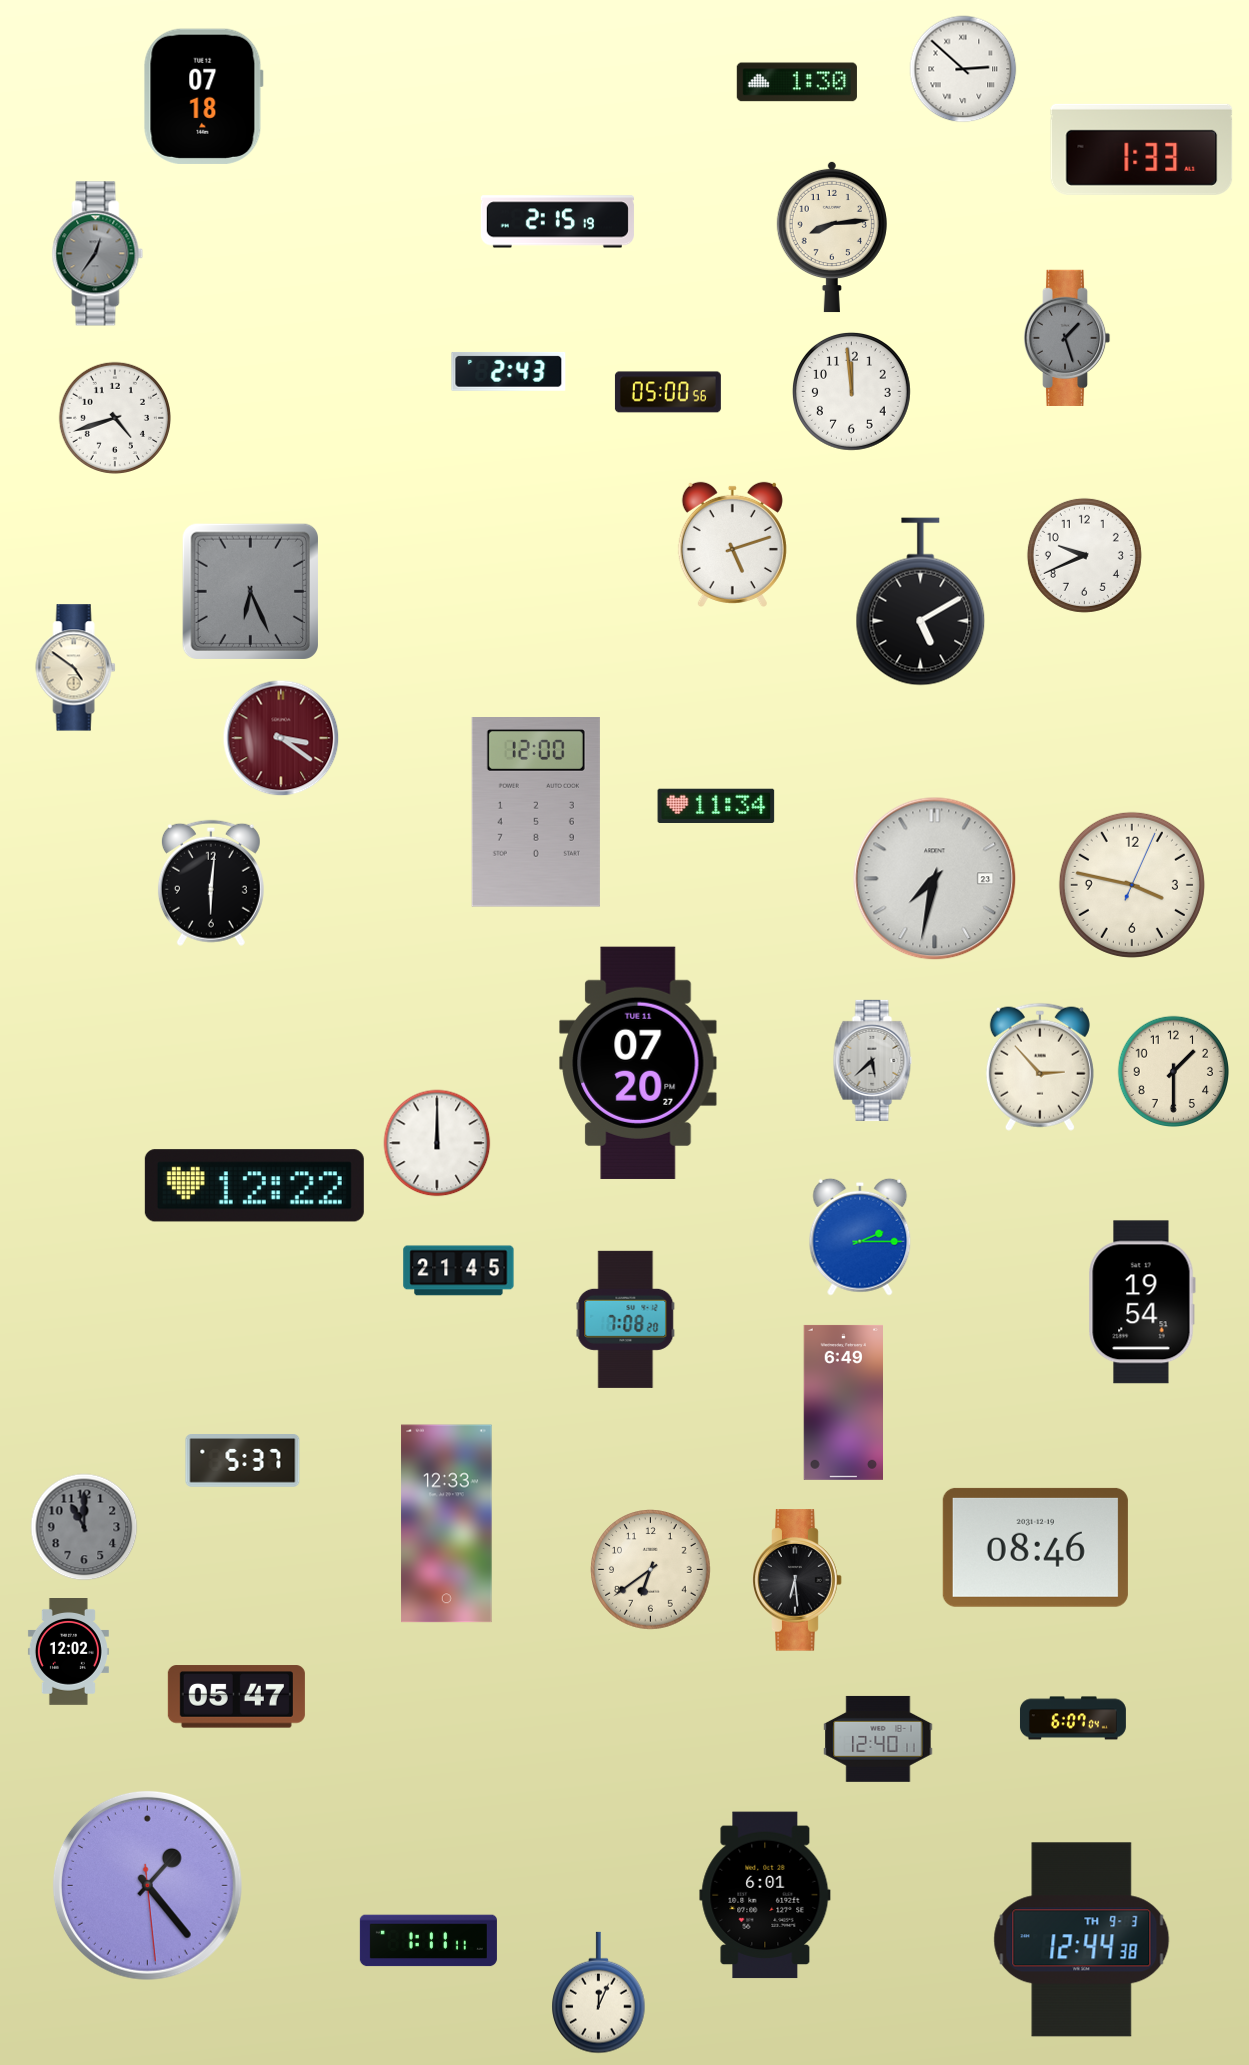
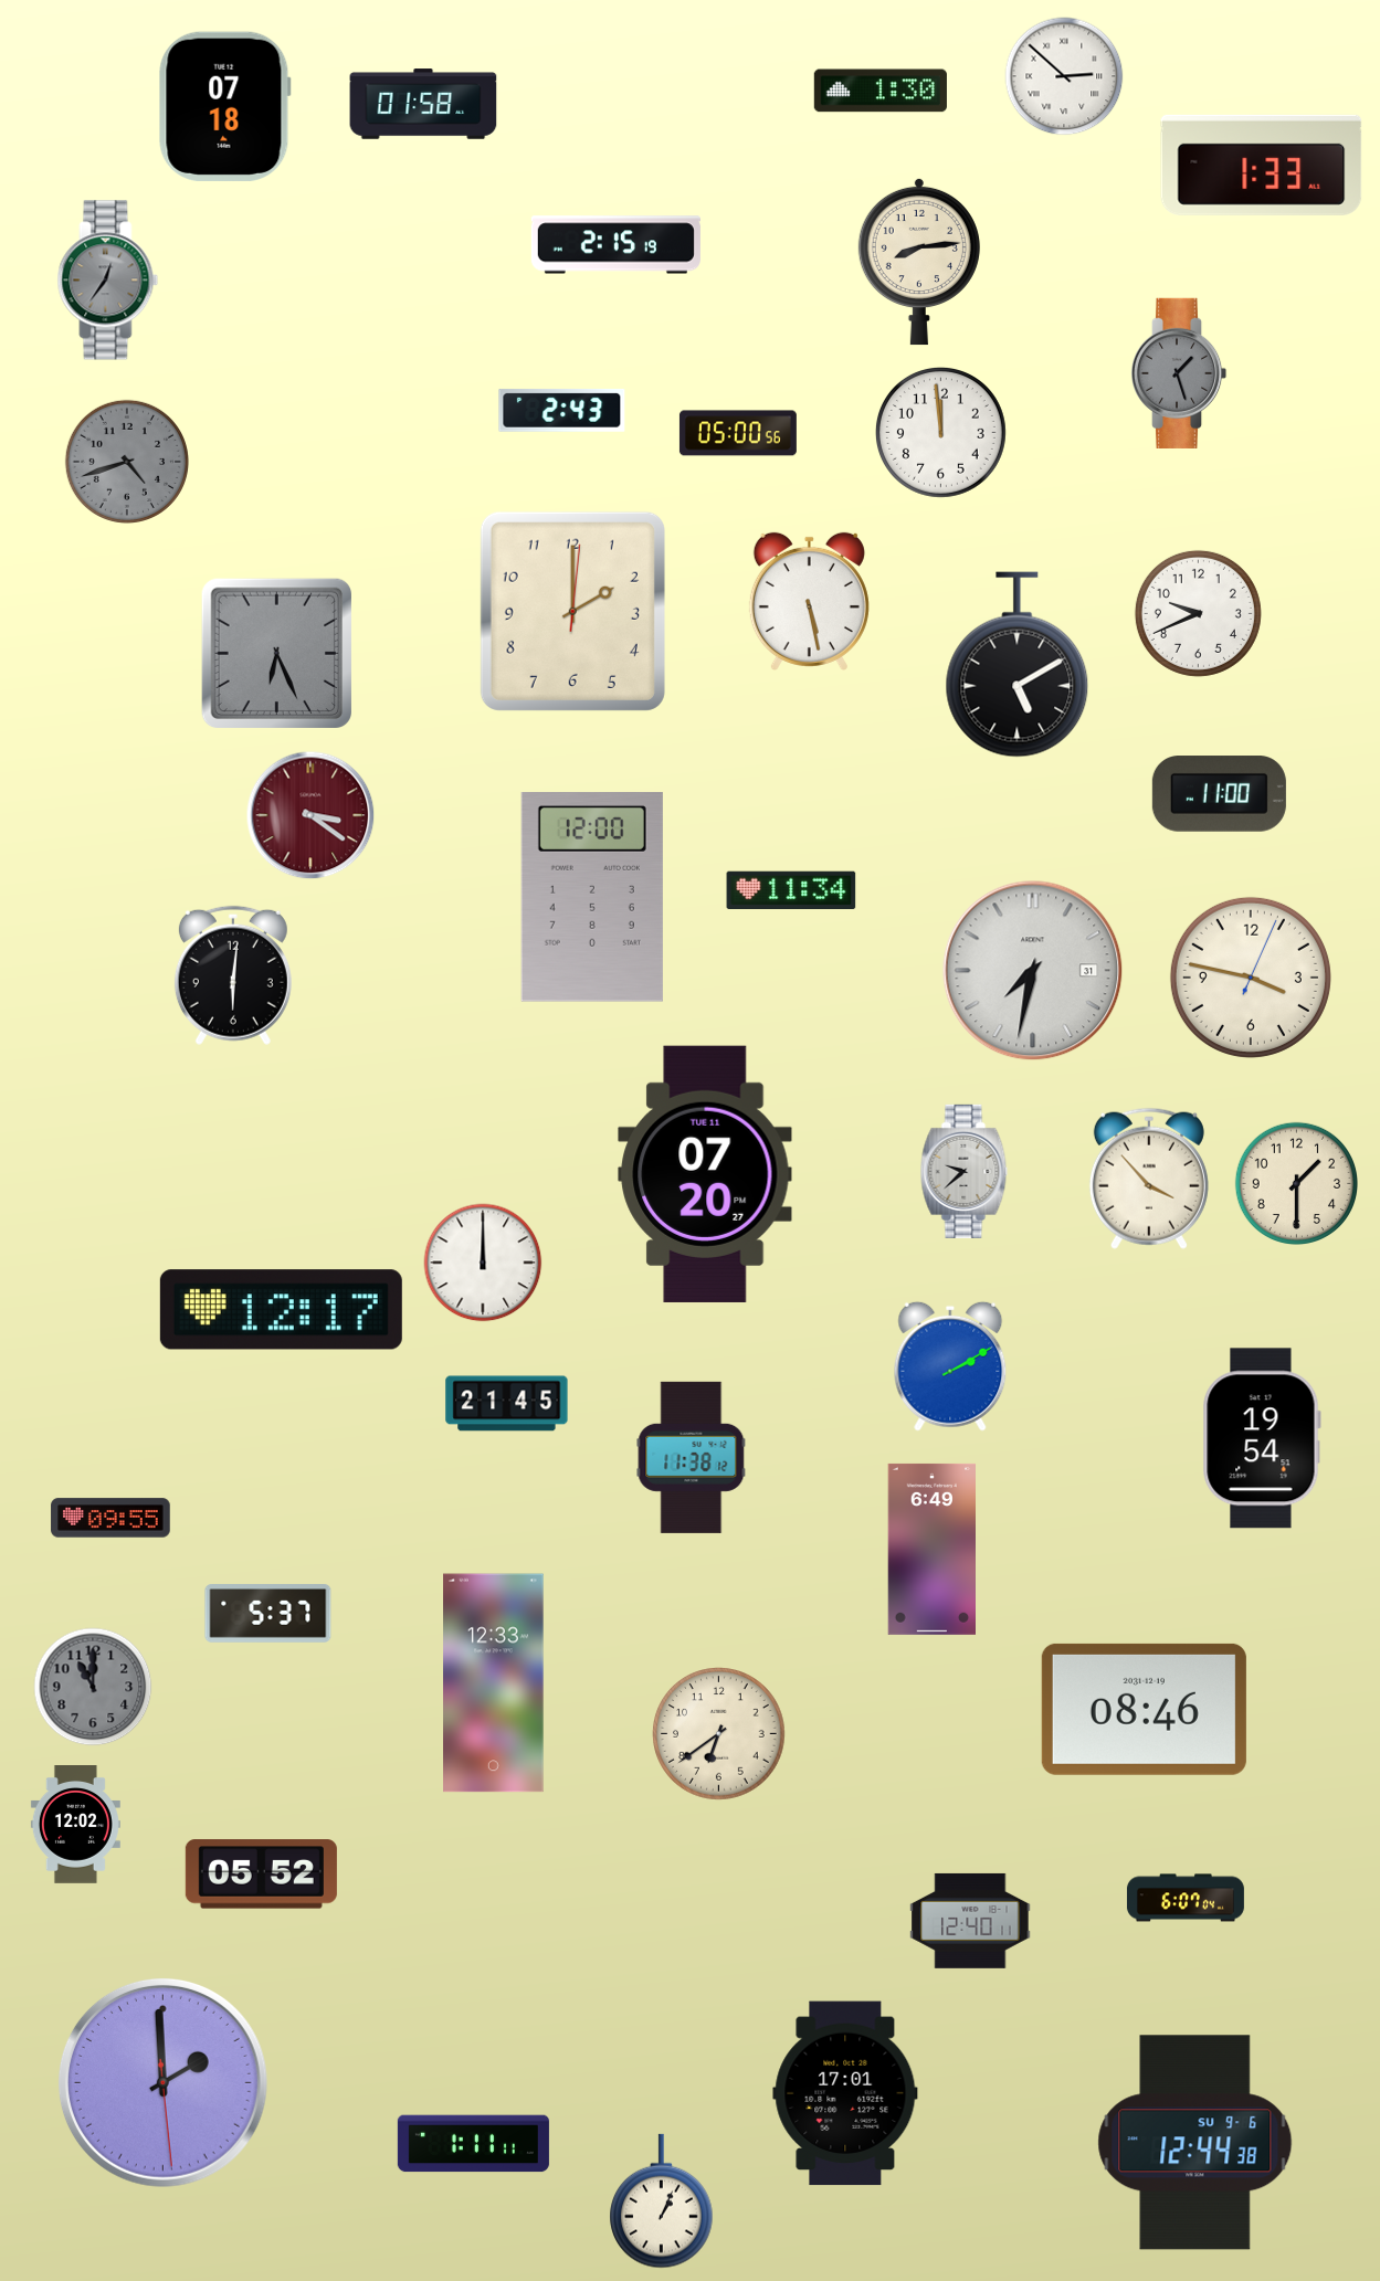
clock at (423, 104): none -> 01:58
clock at (115, 418) dial: white -> grey
clock at (732, 544): 5:12 -> 5:28
clock at (572, 611): none -> 2:00
clock at (76, 668): 4:51 -> none
clock at (1219, 794): none -> 11:00
clock at (935, 879) date: 23 -> 31
clock at (873, 1060): 5:38 -> 9:38
clock at (1040, 1067): 2:53 -> 3:53
clock at (254, 1186): 12:22 -> 12:17
clock at (860, 1237): 2:15 -> 2:10
clock at (626, 1319): 7:08 -> 11:38
clock at (110, 1518): none -> 09:55
clock at (797, 1580): 6:29 -> none
clock at (236, 1697): 05:47 -> 05:52
clock at (147, 1885): 1:23 -> 1:59
clock at (765, 1895): 6:01 -> 17:01
clock at (1082, 1940) date: TH 9-3 -> SU 9-6
clock at (599, 1993): 12:04 -> 1:04
